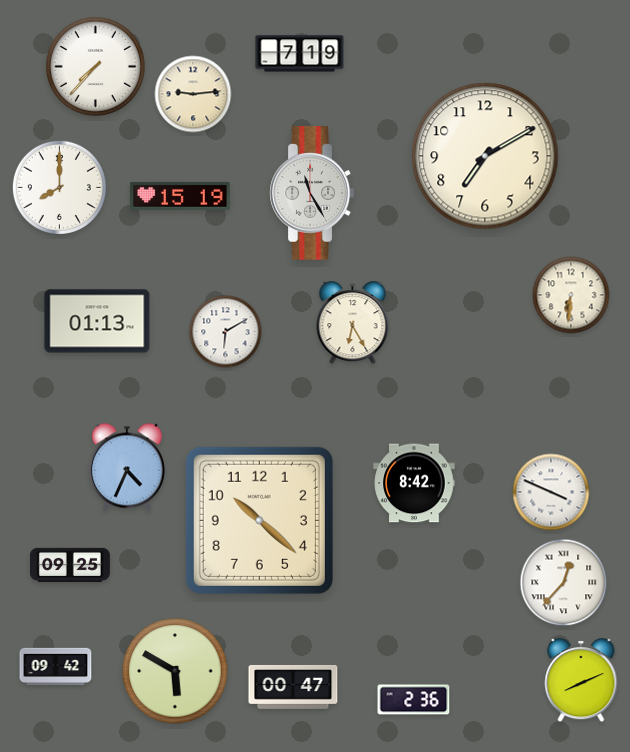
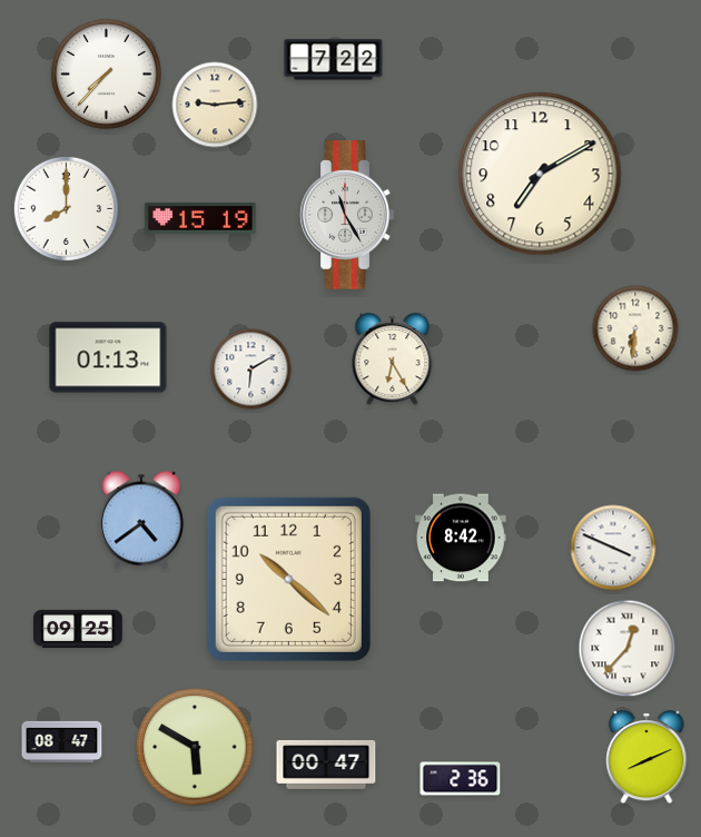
clock at (300, 54): 7:19 -> 7:22
clock at (127, 467): 4:34 -> 4:39
clock at (56, 667): 09:42 -> 08:47
